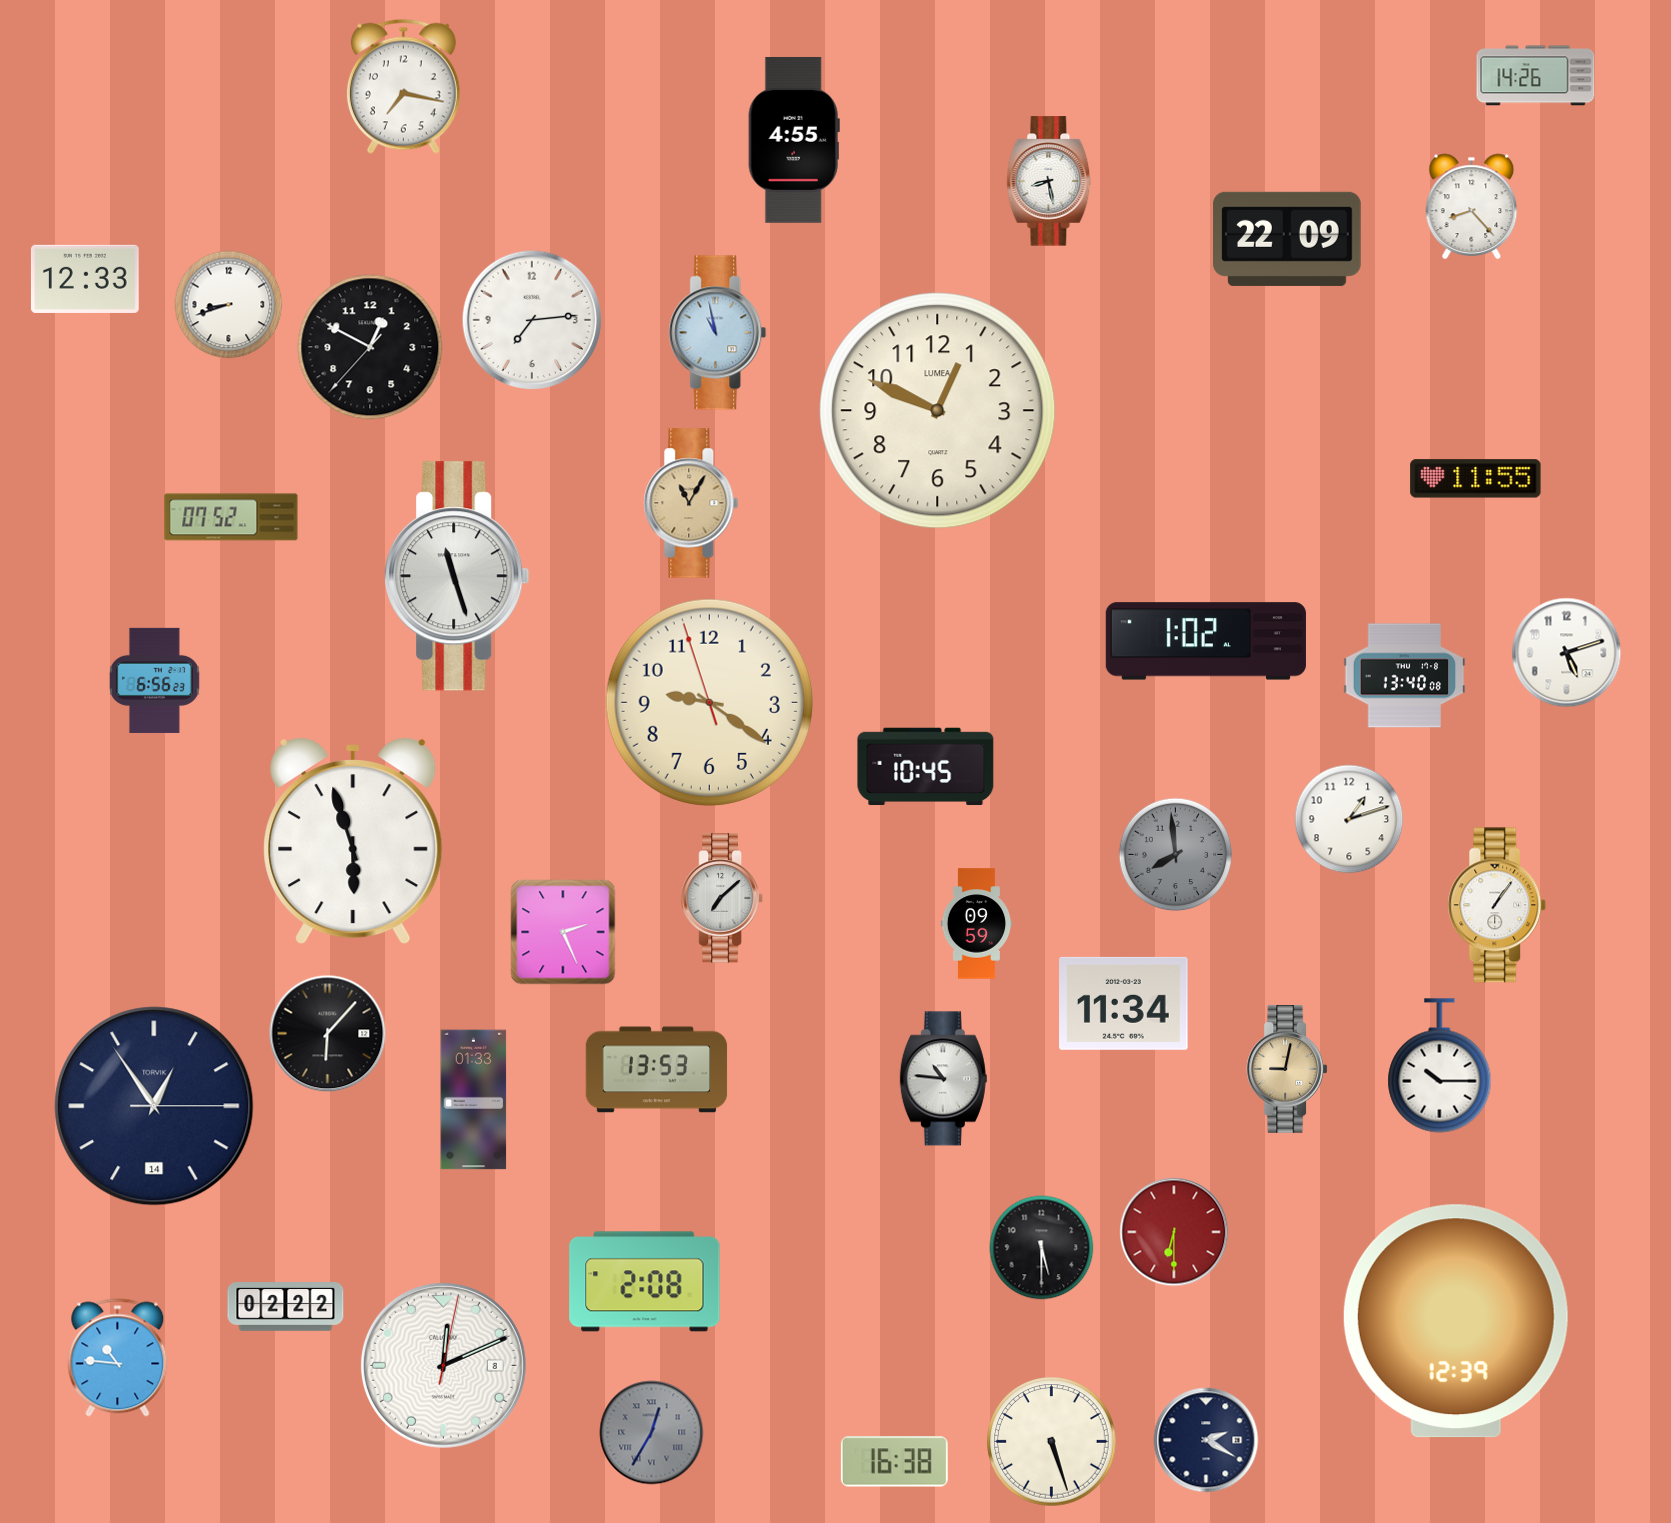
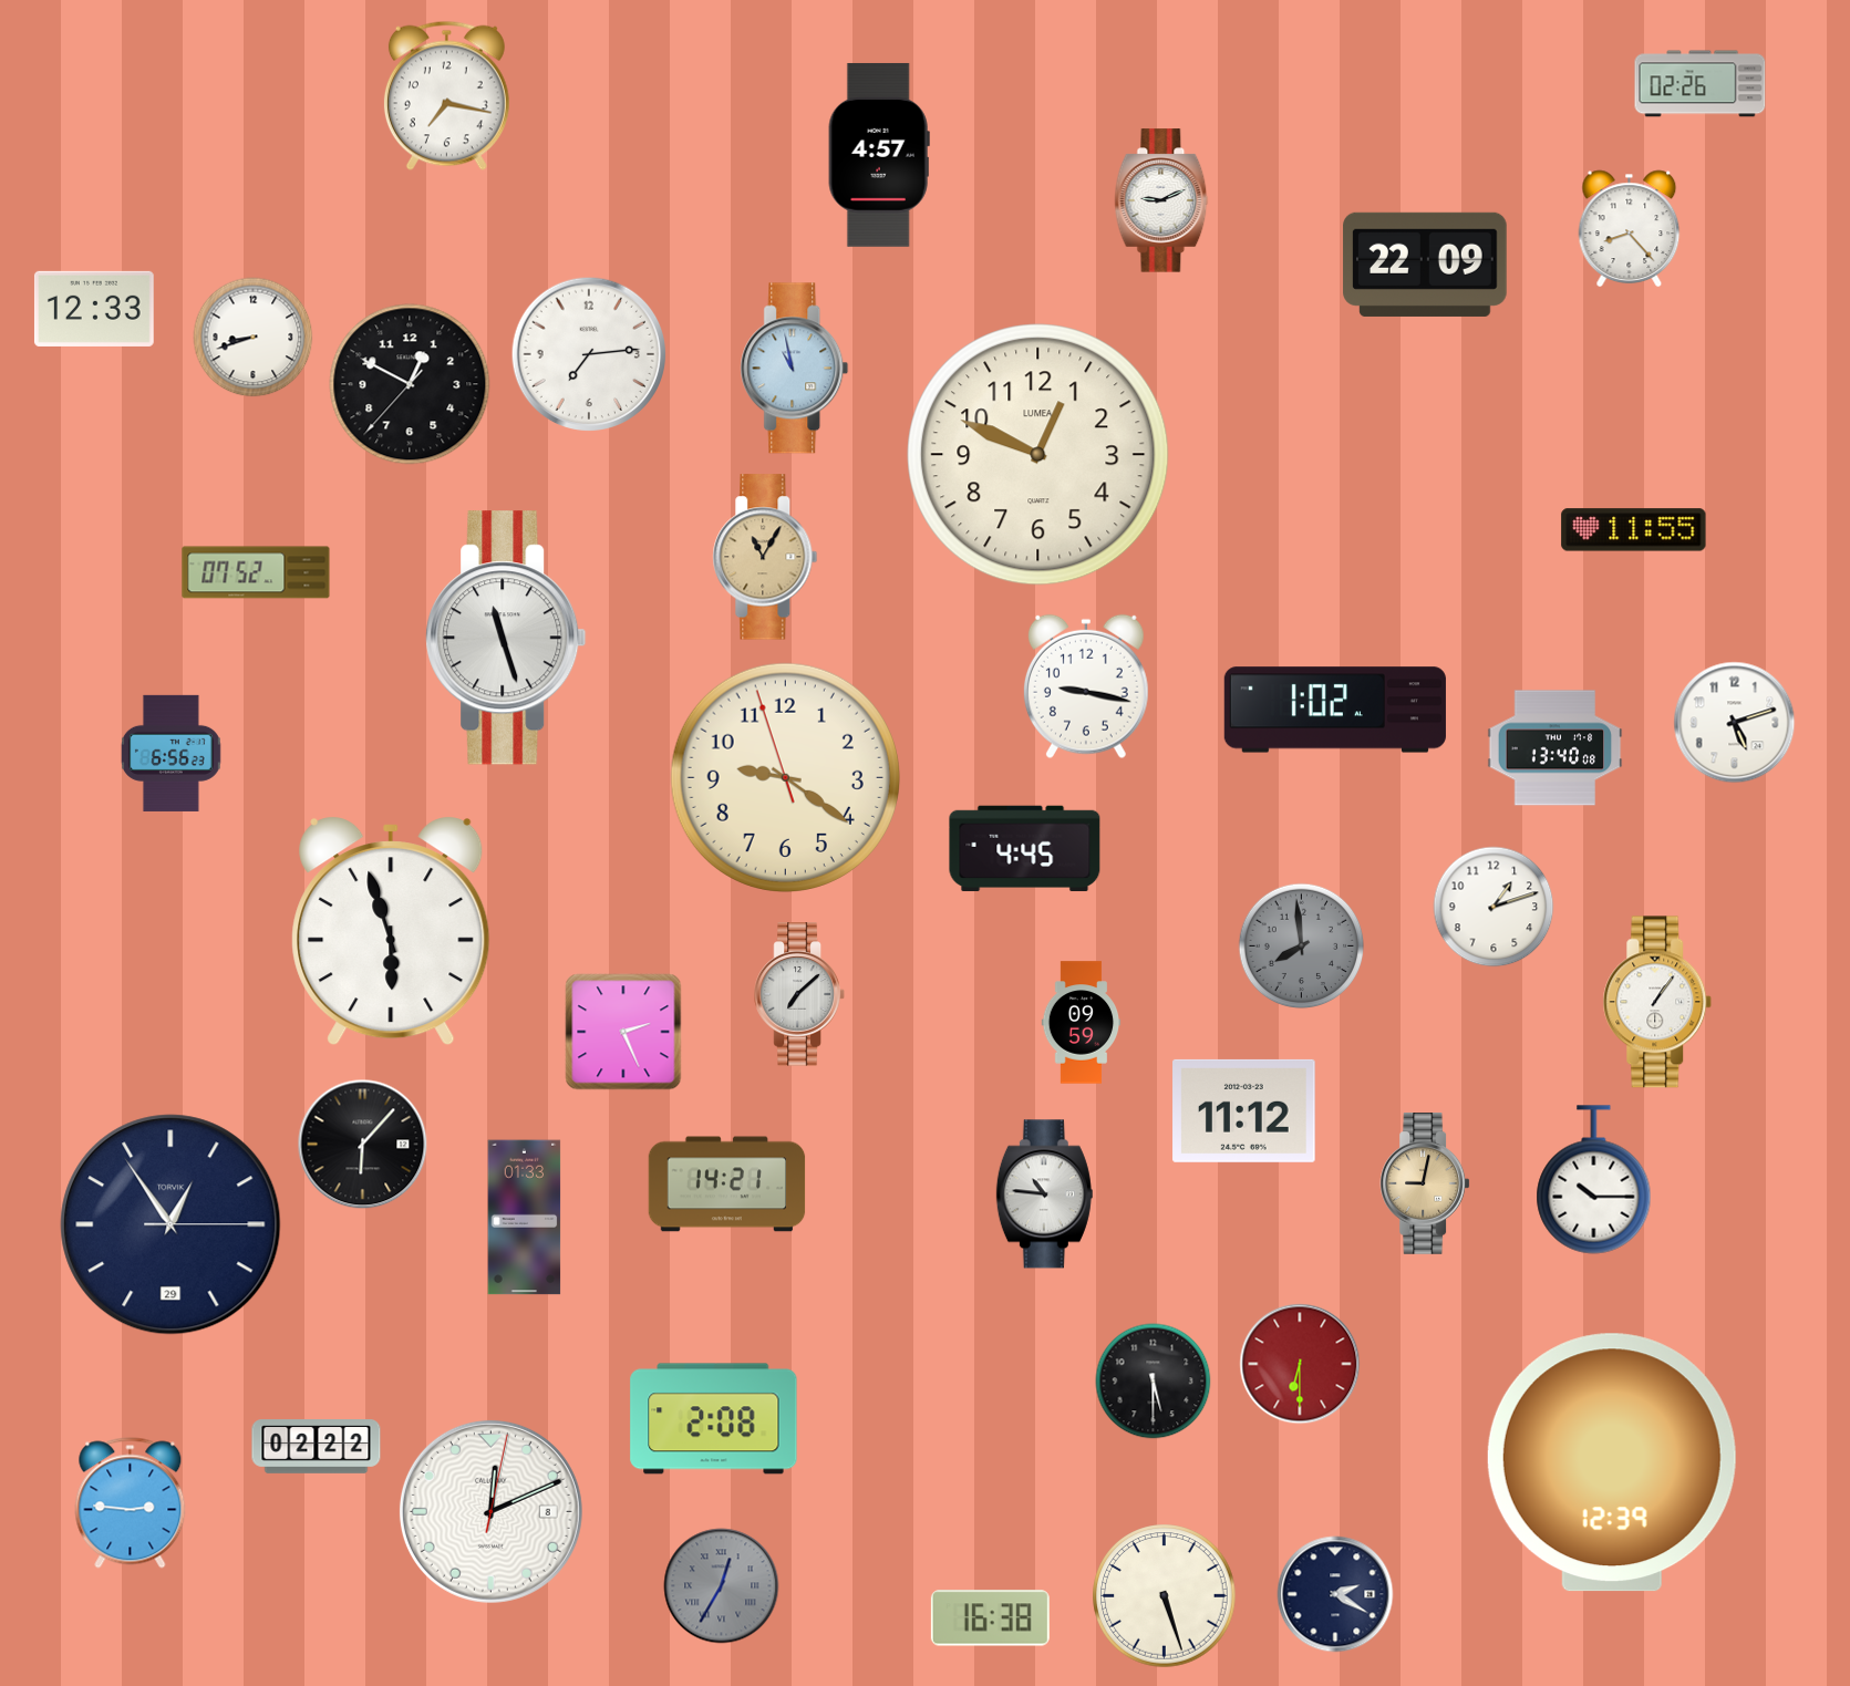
clock at (1536, 76): 14:26 -> 02:26
clock at (794, 140): 4:55 -> 4:57
clock at (1049, 181): 8:28 -> 9:11
clock at (1086, 686): none -> 9:17
clock at (926, 767): 10:45 -> 4:45
clock at (1124, 1003): 11:34 -> 11:12
clock at (657, 1070): 13:53 -> 14:21
clock at (154, 1106) date: 14 -> 29
clock at (118, 1358): 10:46 -> 2:46
